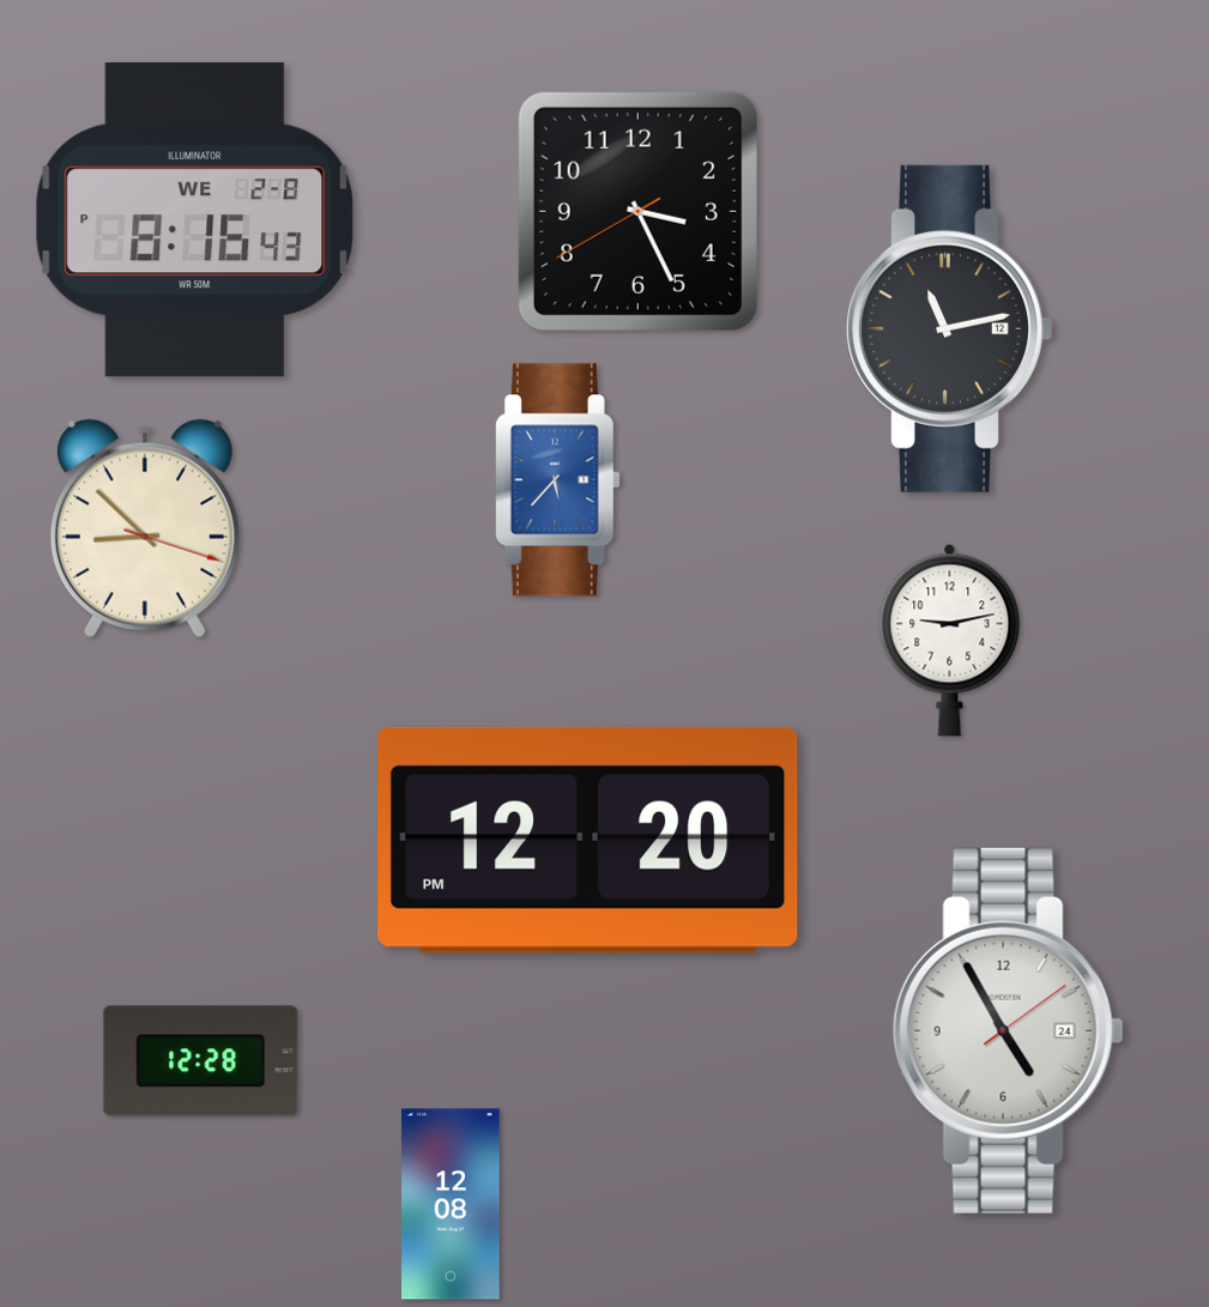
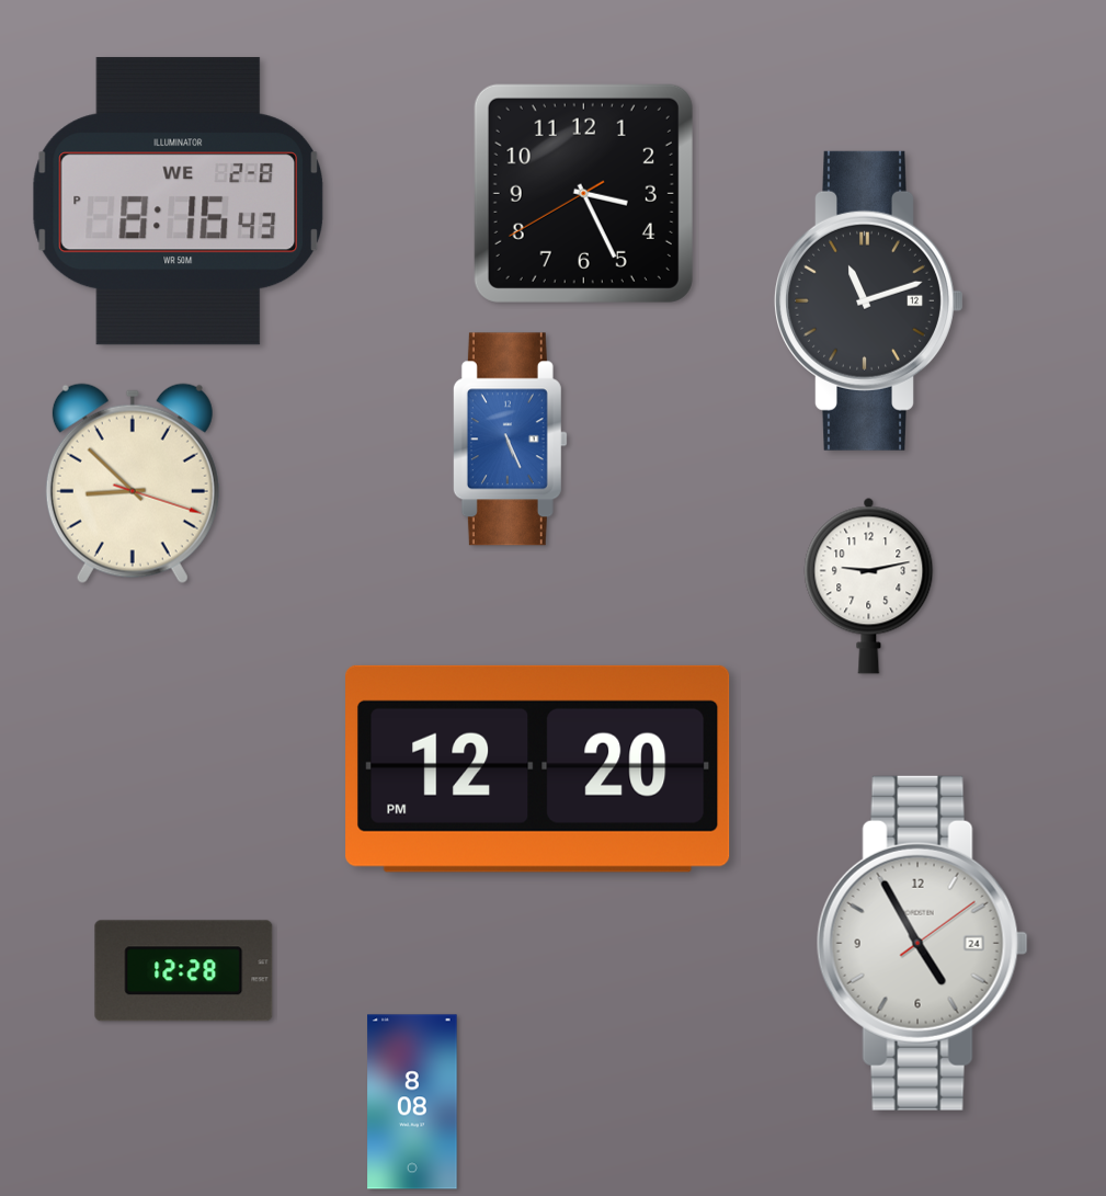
clock at (950, 328): 11:13 -> 11:12
clock at (557, 480): 5:37 -> 5:26
clock at (451, 1204): 12:08 -> 8:08
